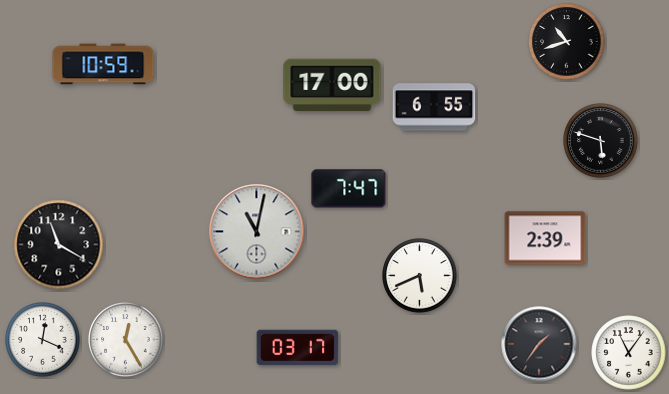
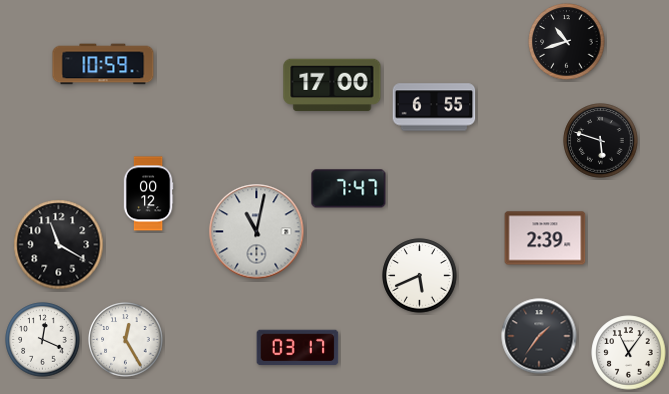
clock at (148, 194): none -> 00:12
clock at (539, 344) position: (539, 344) -> (539, 336)
